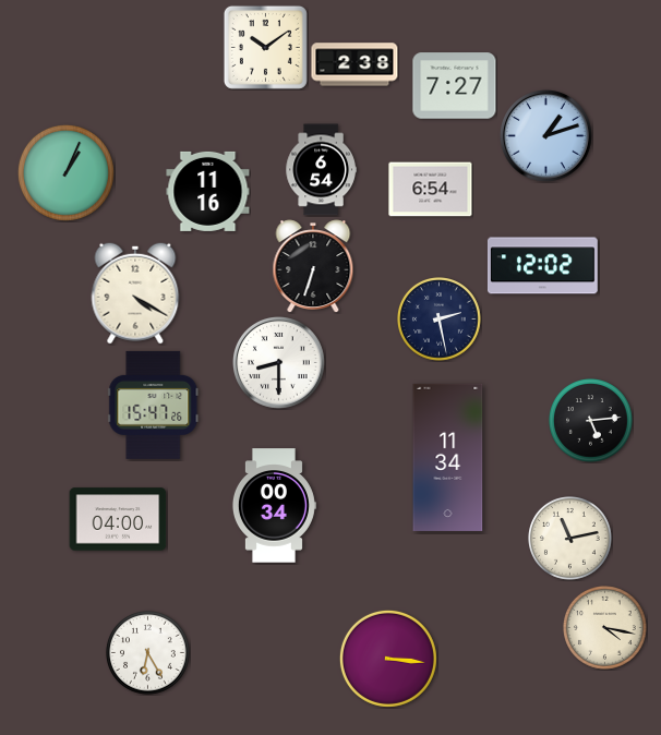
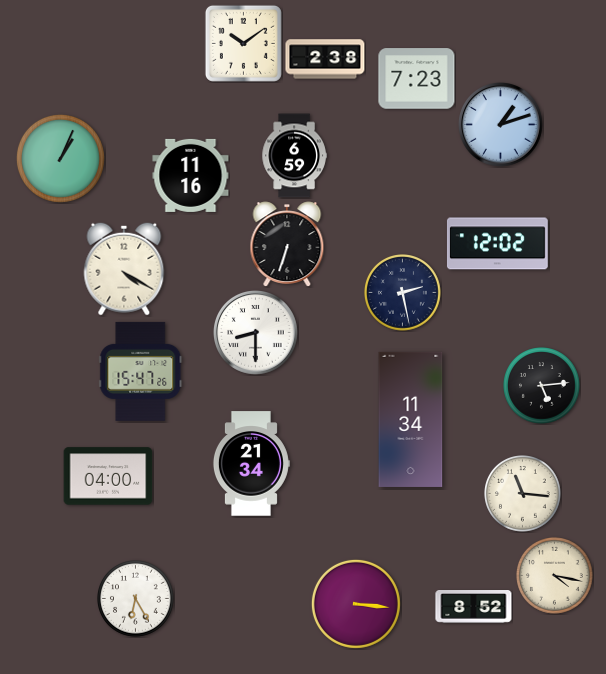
clock at (455, 86): 7:27 -> 7:23
clock at (321, 170): 6:54 -> 6:59
clock at (431, 190): 6:54 -> none
clock at (274, 506): 00:34 -> 21:34
clock at (570, 539): 11:13 -> 11:16
clock at (474, 607): none -> 8:52
